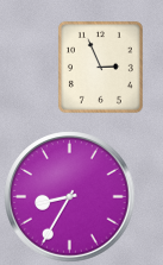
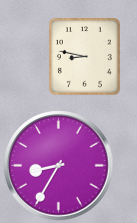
clock at (100, 67): 2:56 -> 8:47
